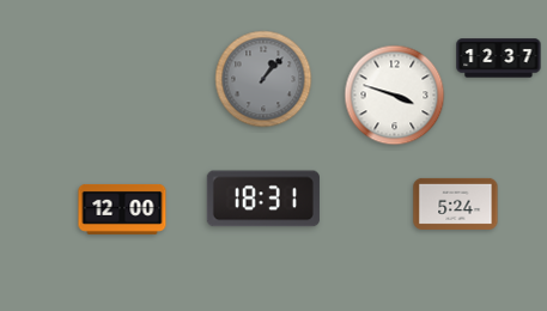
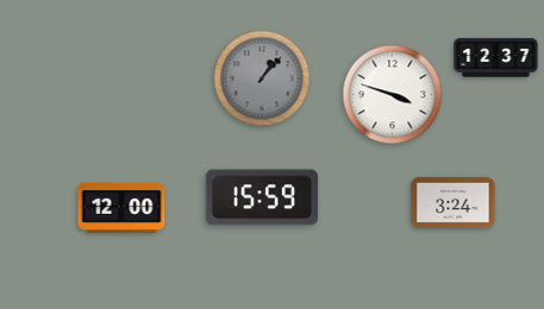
clock at (263, 199): 18:31 -> 15:59
clock at (456, 203): 5:24 -> 3:24
